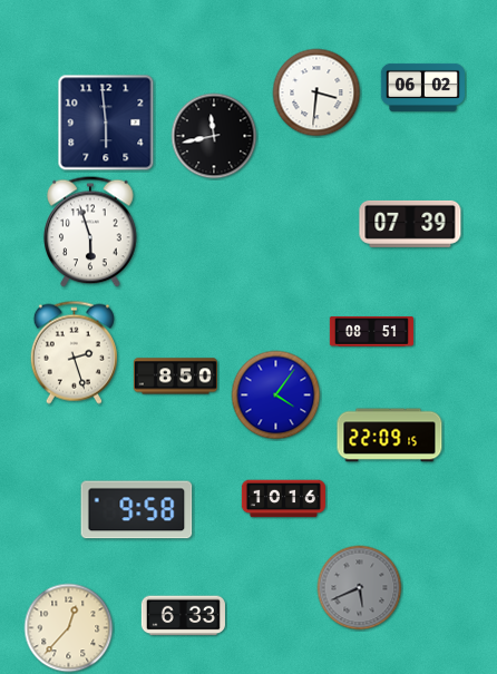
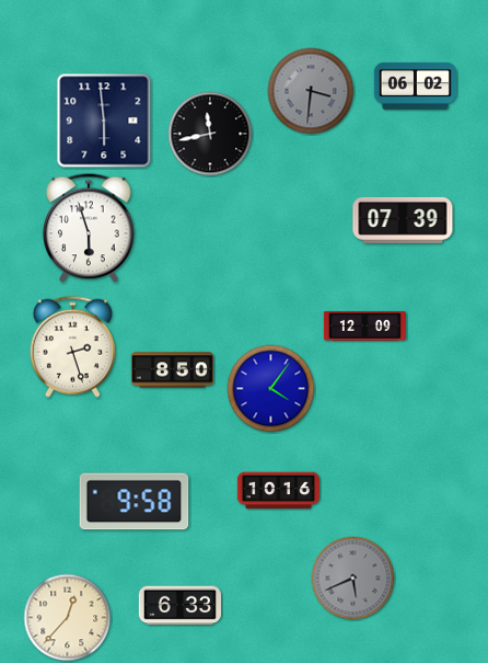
clock at (316, 92) dial: white -> grey
clock at (371, 331): 08:51 -> 12:09
clock at (390, 436): 22:09 -> none
